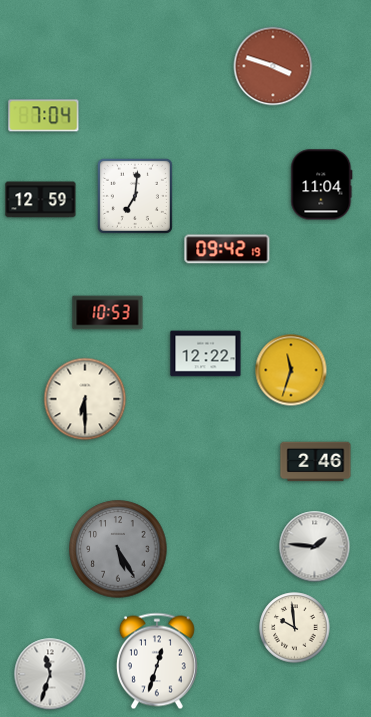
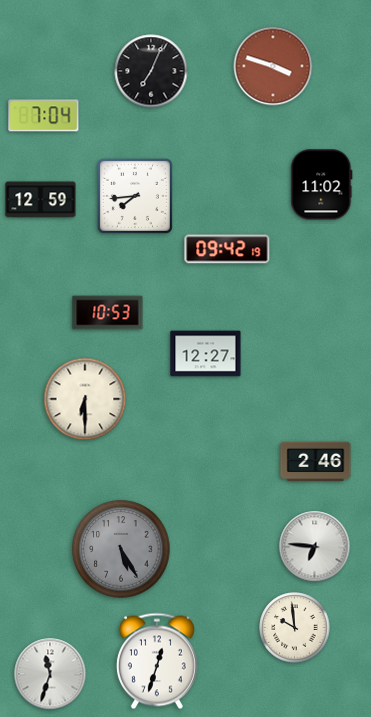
clock at (151, 71): none -> 7:04
clock at (322, 185): 11:04 -> 11:02
clock at (135, 196): 7:01 -> 7:44
clock at (206, 354): 12:22 -> 12:27
clock at (291, 370): 11:33 -> none
clock at (315, 547): 1:46 -> 6:46
clock at (118, 549) position: (118, 549) -> (121, 549)
